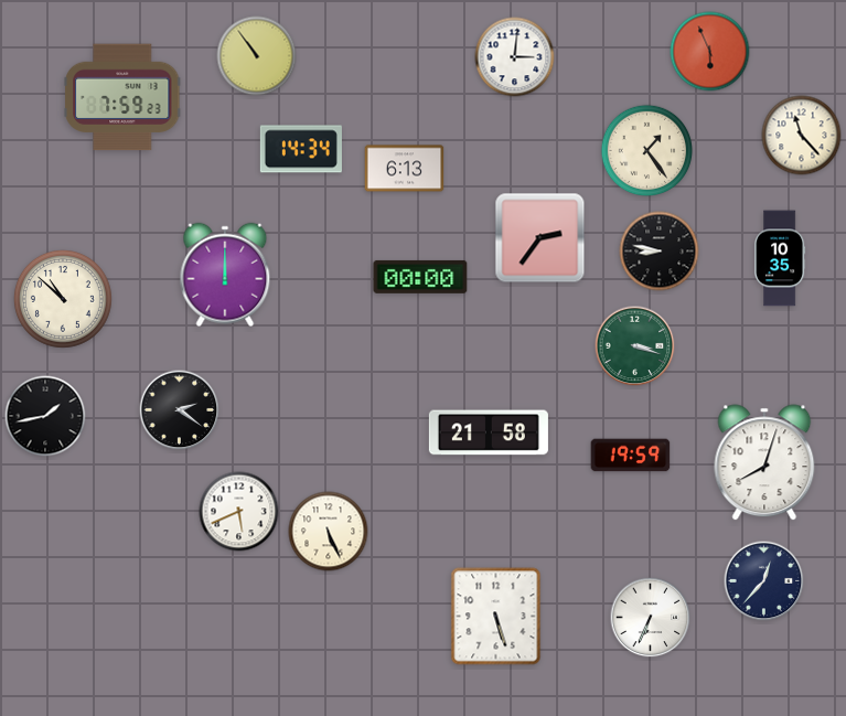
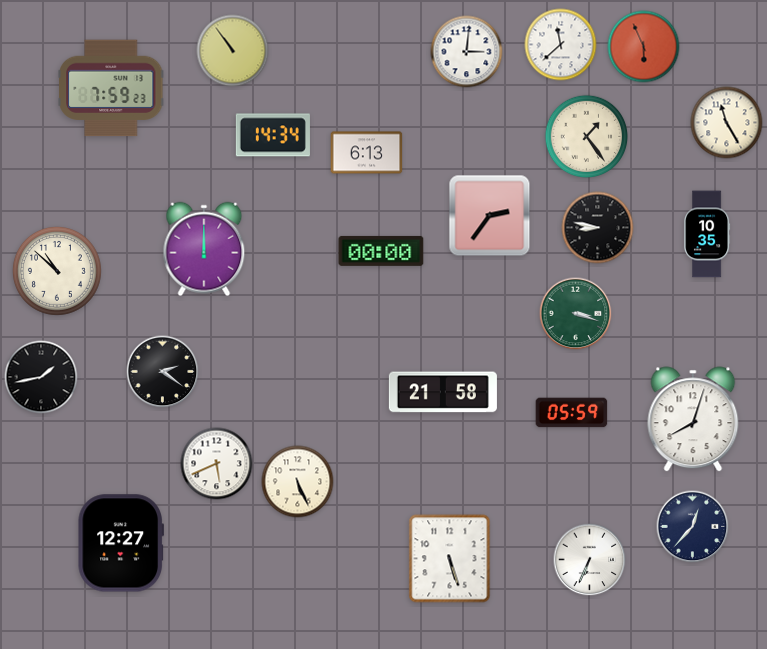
clock at (561, 45): none -> 11:38
clock at (802, 136): 11:23 -> 11:25
clock at (631, 456): 19:59 -> 05:59
clock at (120, 543): none -> 12:27
